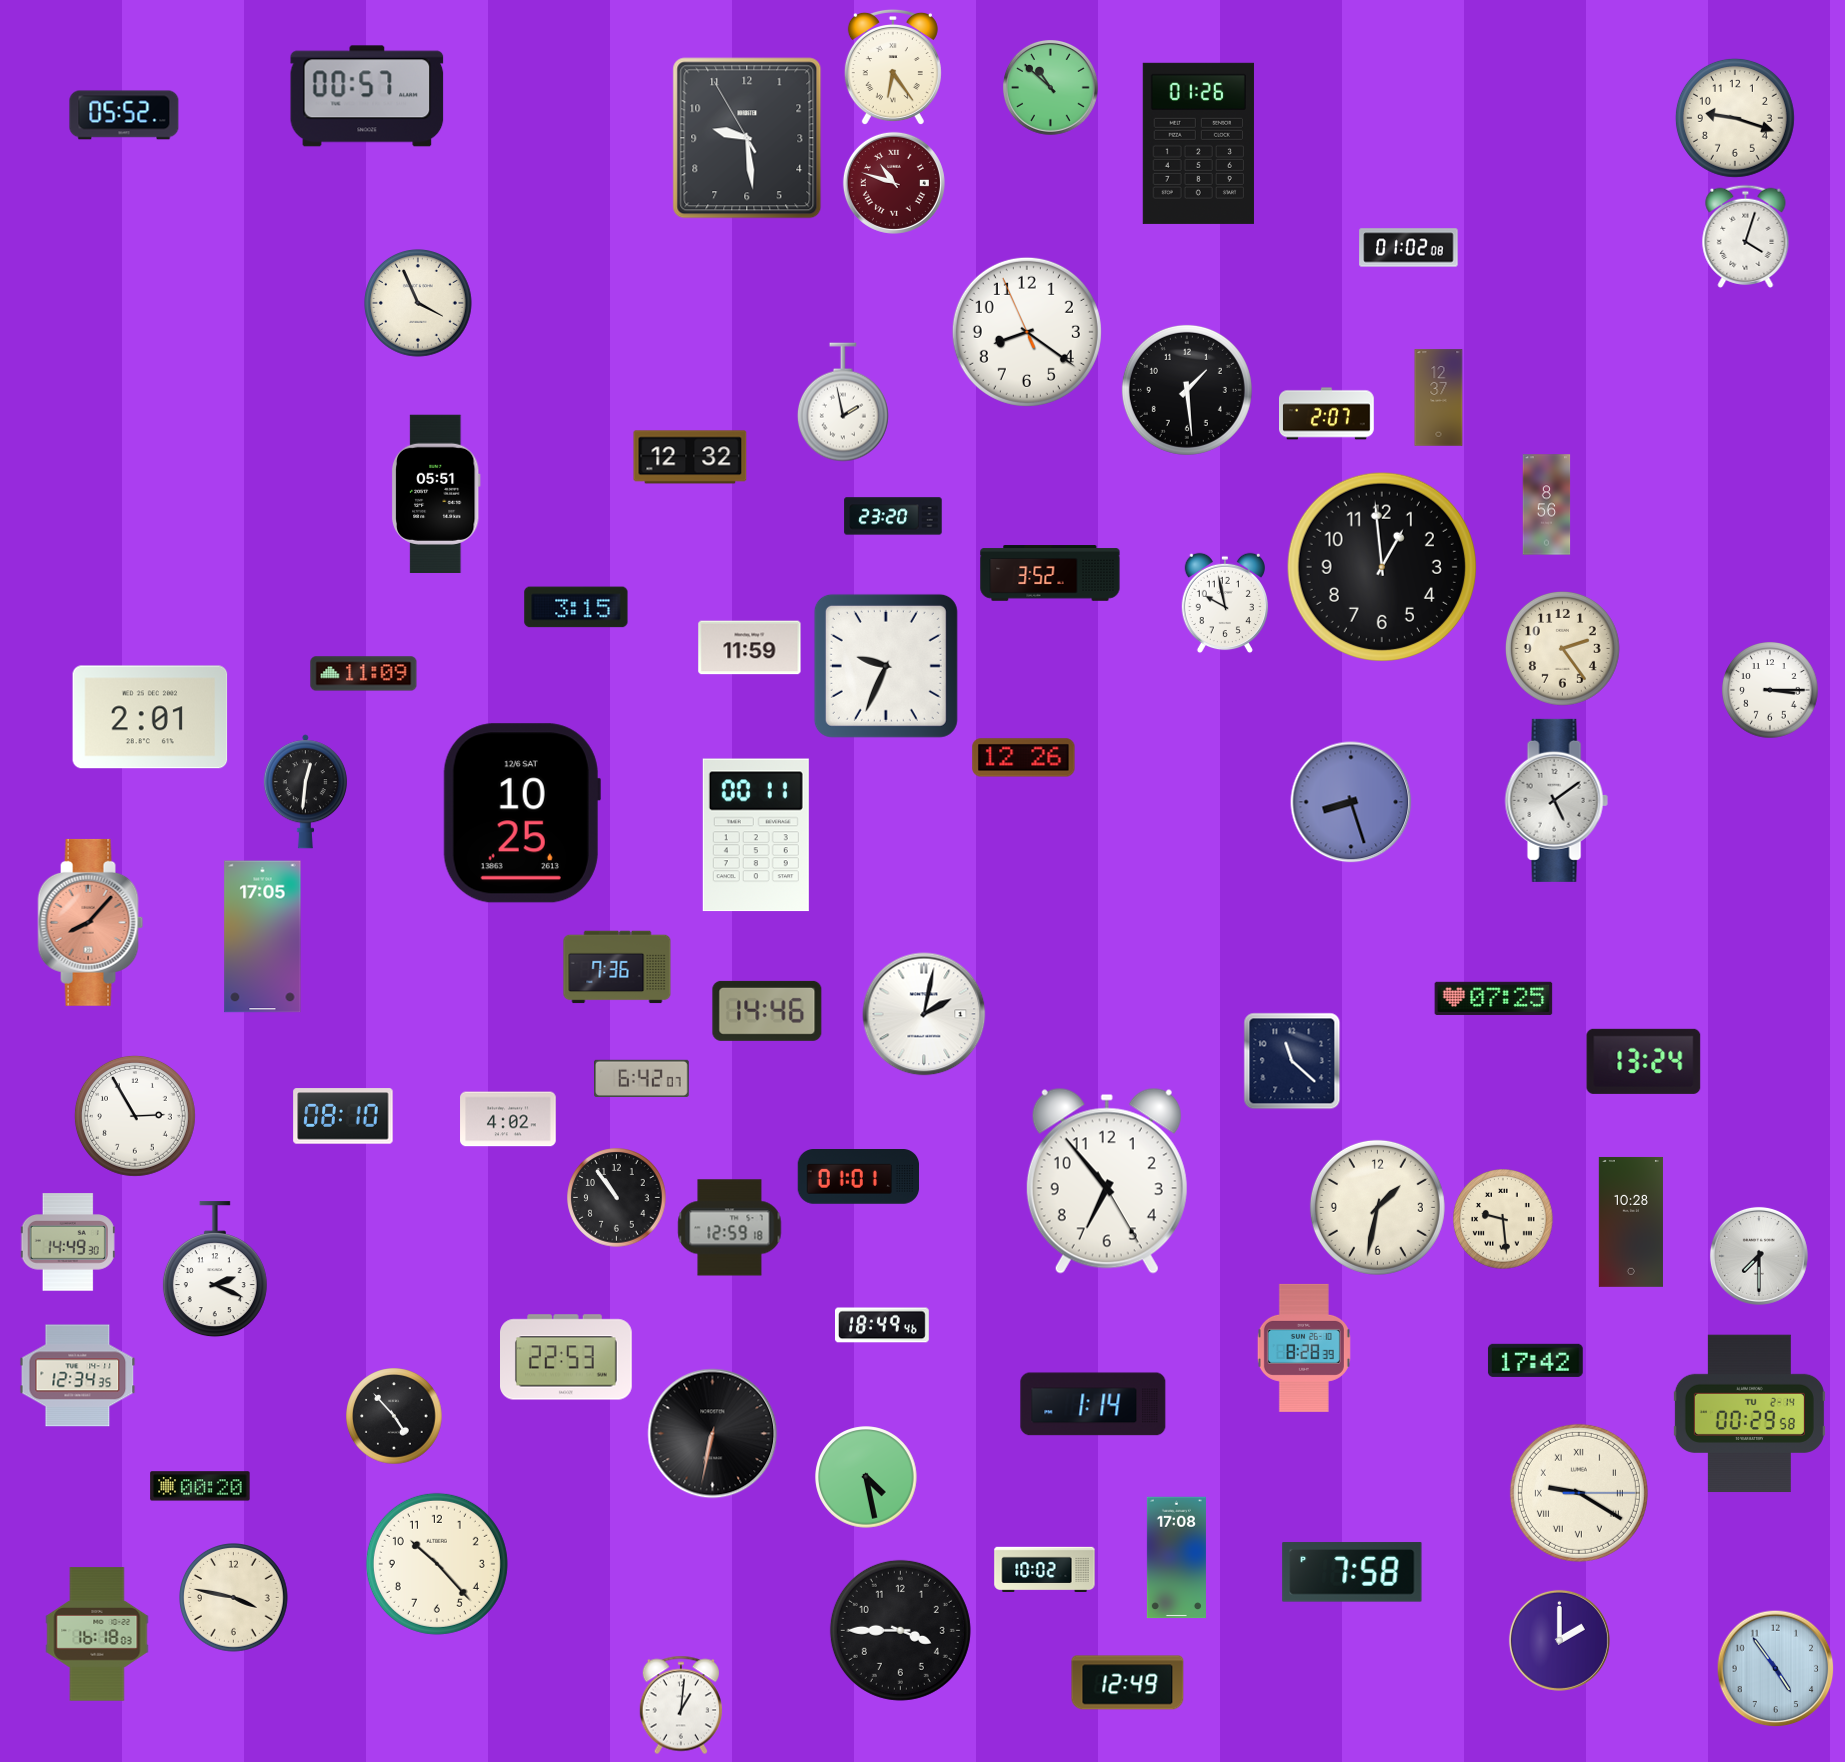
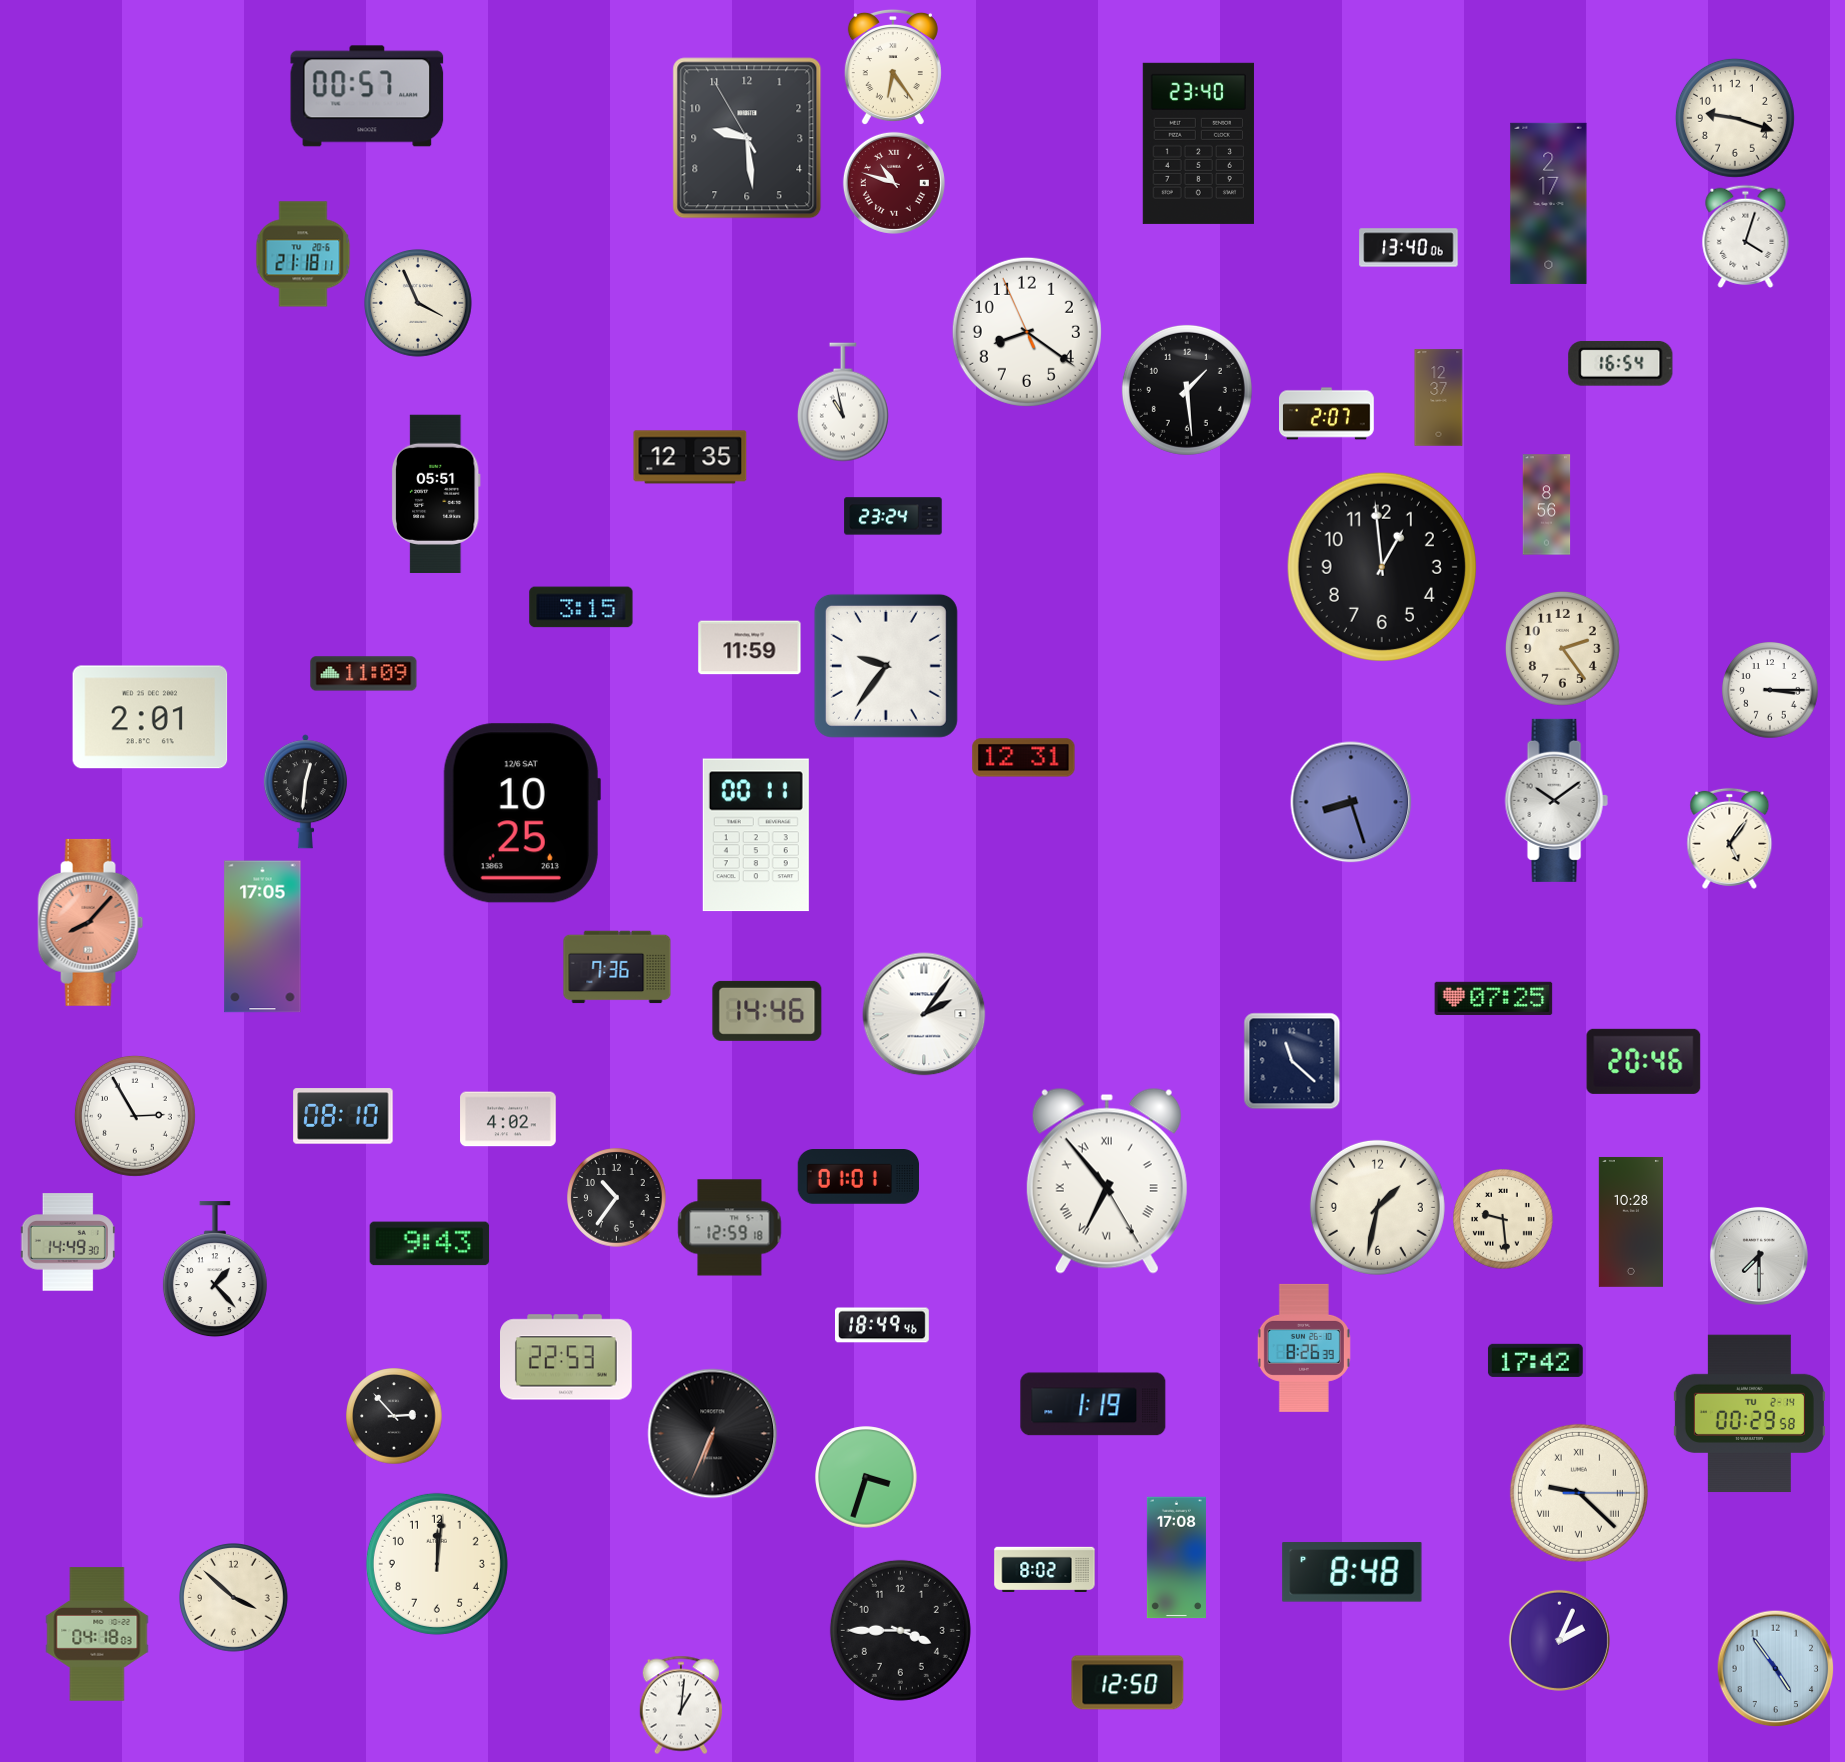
clock at (1051, 88): 10:52 -> none
clock at (124, 115): 05:52 -> none
clock at (1198, 143): 01:26 -> 23:40
clock at (1549, 203): none -> 2:17
clock at (1409, 248): 01:02 -> 13:40
clock at (303, 254): none -> 21:18
clock at (1621, 363): none -> 16:54
clock at (843, 402): 1:58 -> 10:58
clock at (690, 457): 12:32 -> 12:35
clock at (893, 516): 23:20 -> 23:24
clock at (1050, 573): 3:52 -> none
clock at (1225, 603): 9:58 -> none
clock at (576, 607) position: (576, 607) -> (581, 607)
clock at (886, 666): 9:34 -> 9:36
clock at (1024, 758): 12:26 -> 12:31
clock at (1556, 800): 5:09 -> 10:09
clock at (1730, 838): none -> 5:06
clock at (924, 1014): 2:02 -> 2:06
clock at (1644, 1061): 13:24 -> 20:46
clock at (642, 1078): 6:42 -> none
clock at (1107, 1181) numerals: Arabic -> Roman
clock at (617, 1198): 10:54 -> 10:36
clock at (430, 1244): none -> 9:43
clock at (215, 1270): 2:19 -> 1:23
clock at (1304, 1348): 8:28 -> 8:26
clock at (78, 1376): 12:34 -> none
clock at (1093, 1404): 1:14 -> 1:19
clock at (394, 1416): 4:53 -> 2:53
clock at (713, 1434): 6:32 -> 6:34
clock at (866, 1477): 4:28 -> 3:33
clock at (200, 1486): 00:20 -> none
clock at (1579, 1493): 9:20 -> 9:22
clock at (437, 1564): 10:23 -> 12:01
clock at (1045, 1569): 10:02 -> 8:02
clock at (1352, 1572): 7:58 -> 8:48
clock at (234, 1598): 3:47 -> 3:52
clock at (97, 1634): 16:18 -> 04:18
clock at (1559, 1640): 2:00 -> 2:04
clock at (1128, 1683): 12:49 -> 12:50
